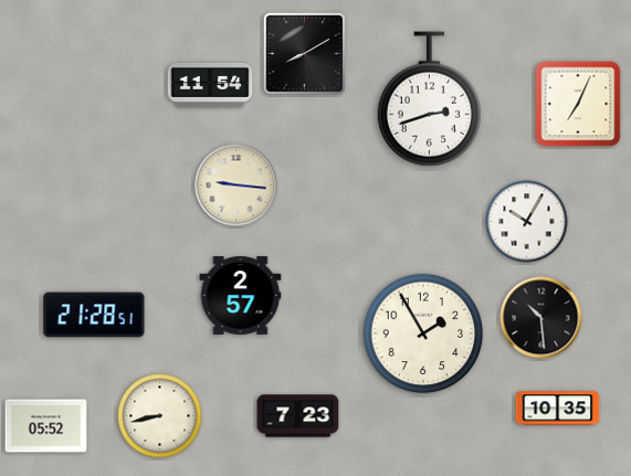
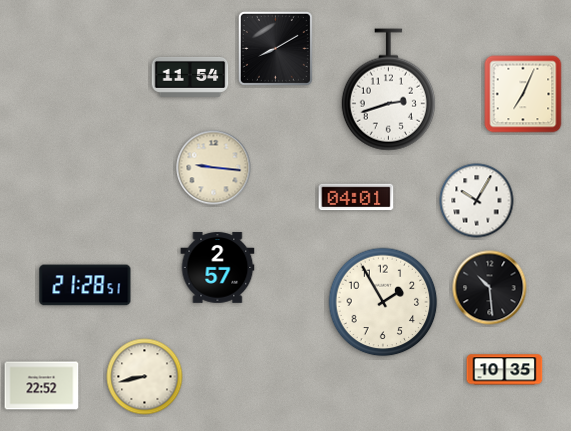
clock at (356, 197): none -> 04:01
clock at (298, 416): 7:23 -> none
clock at (46, 426): 05:52 -> 22:52
